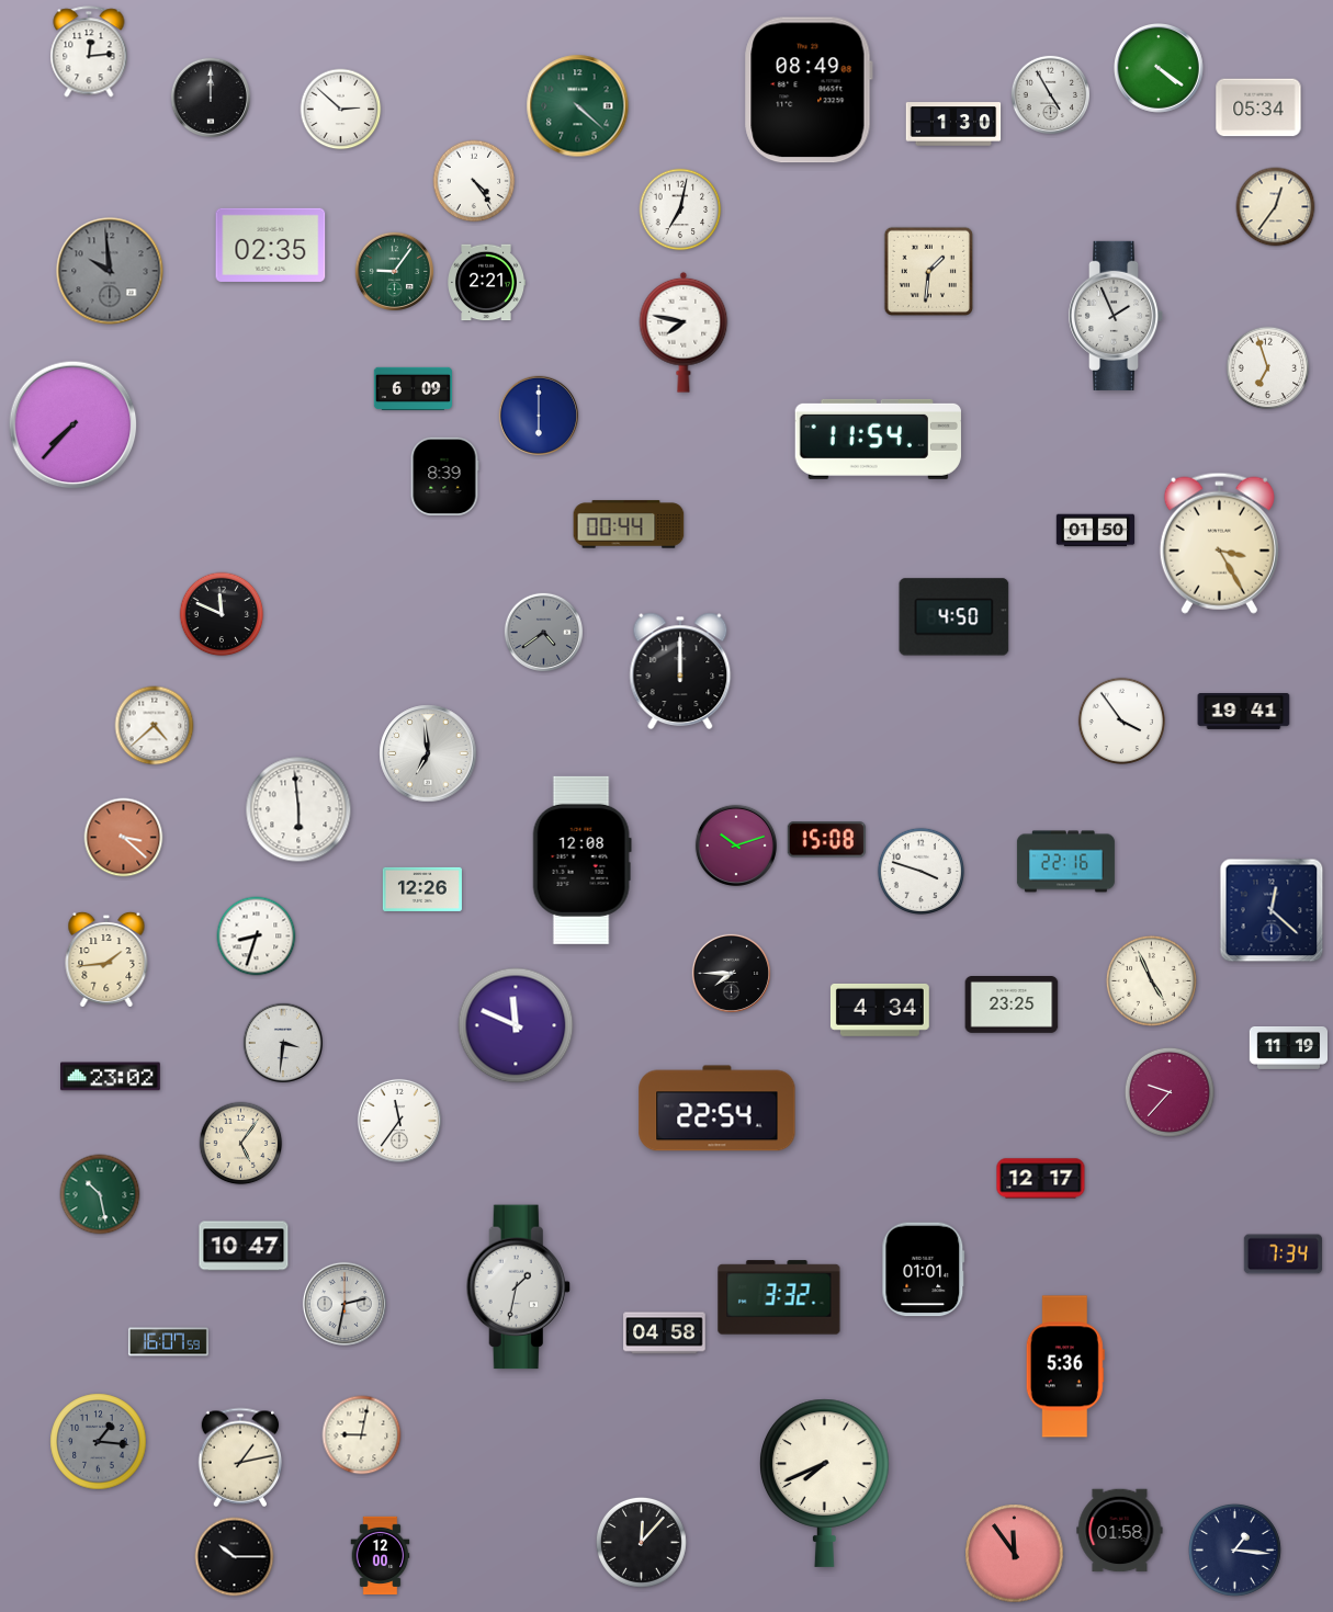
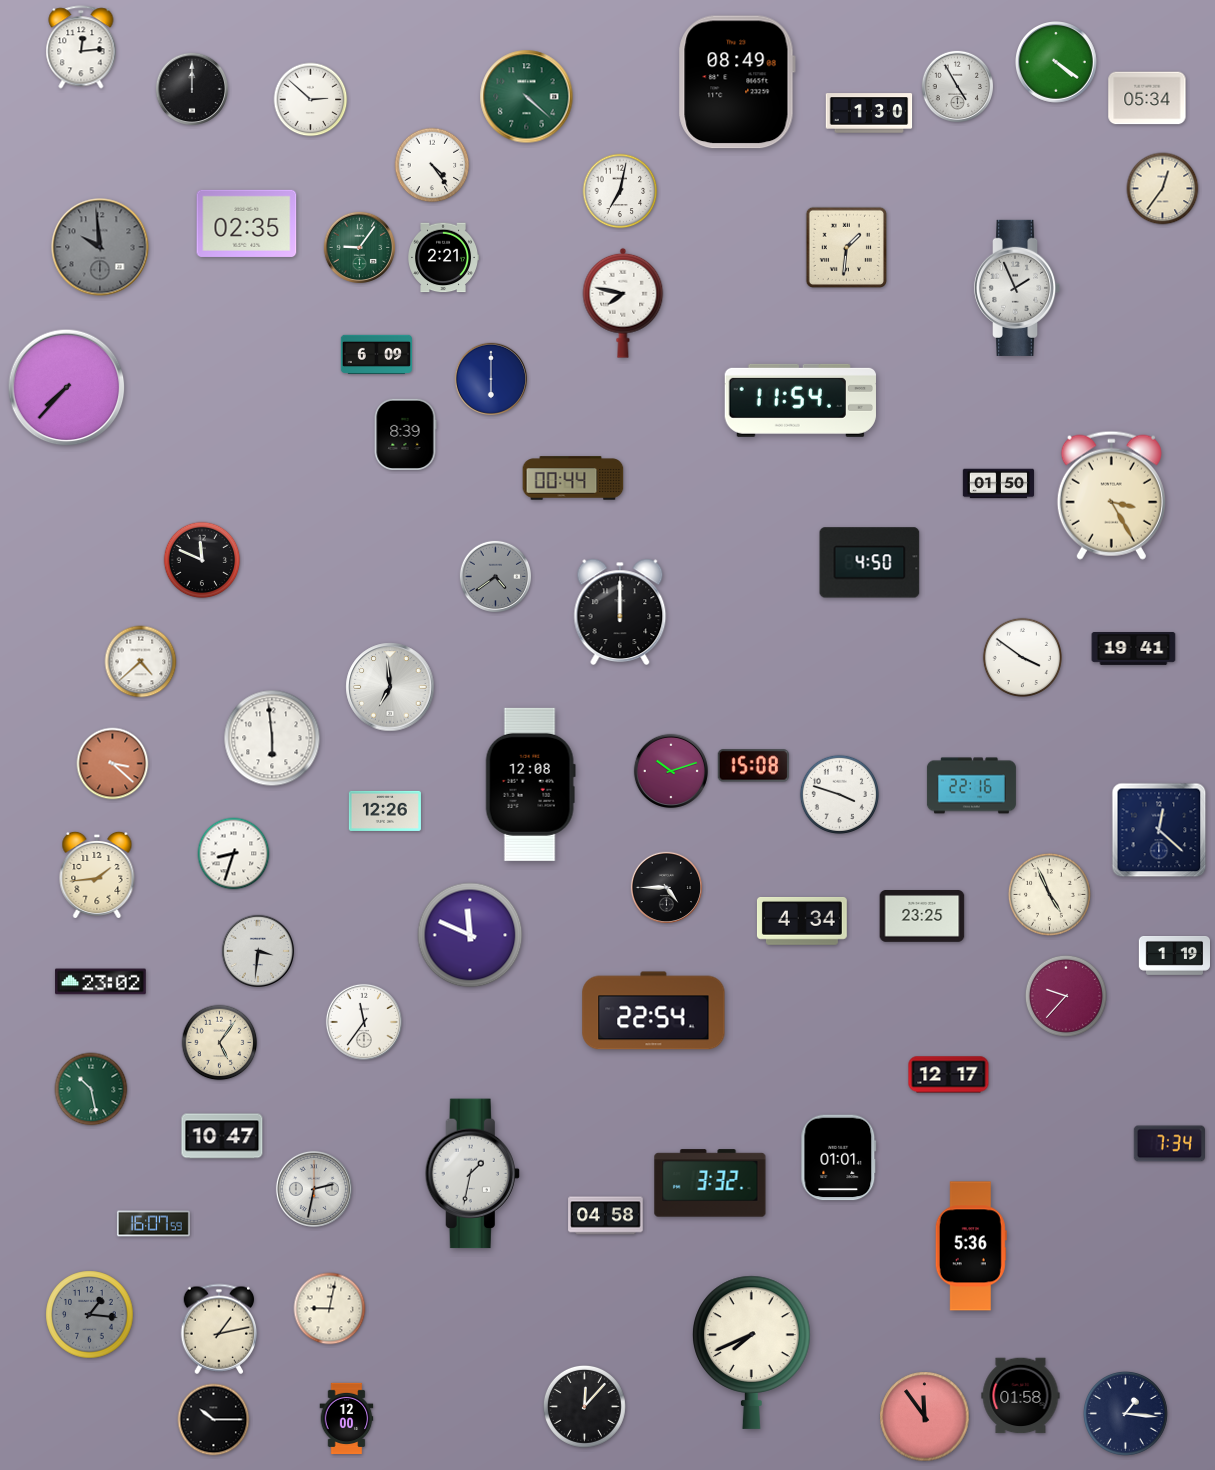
clock at (1268, 368): 6:57 -> none
clock at (1121, 720): 3:54 -> 3:51
clock at (732, 974): 7:45 -> 4:45
clock at (1289, 1048): 11:19 -> 1:19
clock at (924, 1270) position: (924, 1270) -> (839, 1158)
